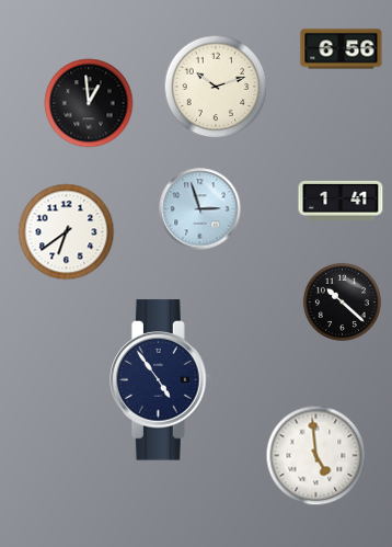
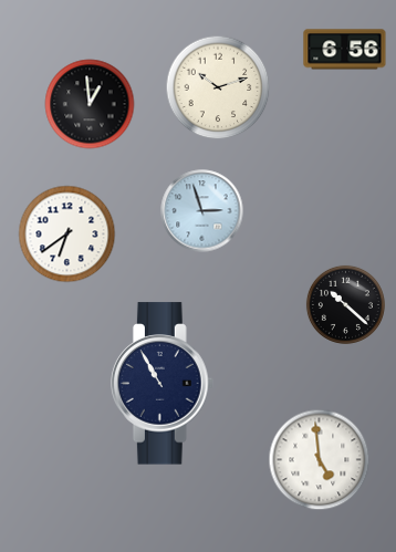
clock at (341, 201): 1:41 -> none
clock at (161, 380): 4:54 -> 10:55
